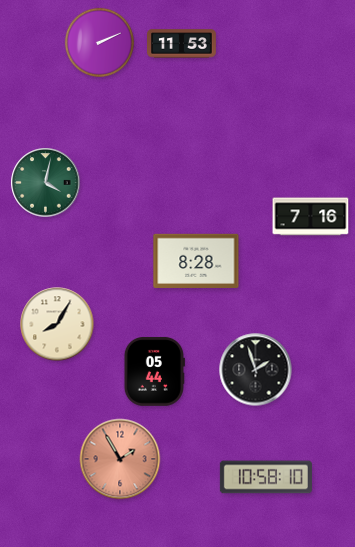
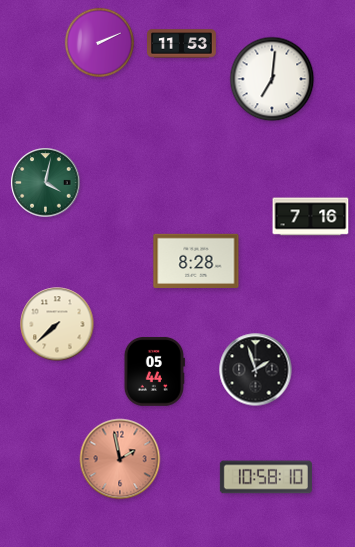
clock at (272, 79): none -> 7:01
clock at (57, 324): 8:05 -> 7:38
clock at (120, 459): 1:55 -> 1:58
